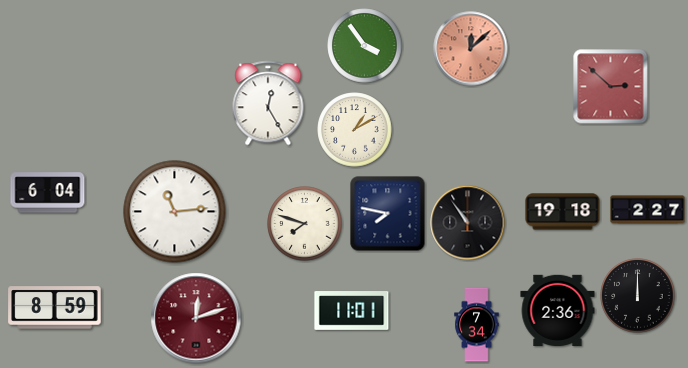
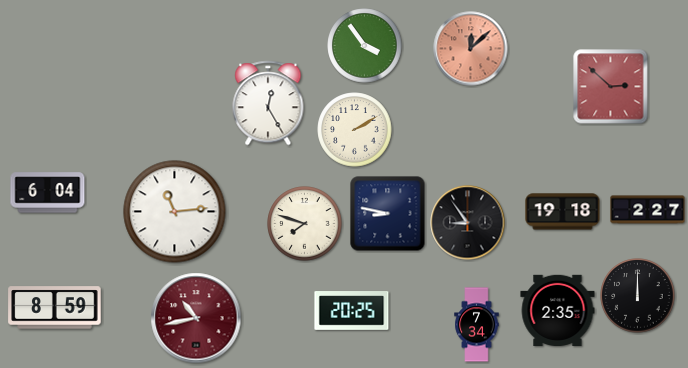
clock at (355, 130): 1:10 -> 2:10
clock at (388, 214): 7:47 -> 8:47
clock at (468, 223): 10:54 -> 8:54
clock at (558, 310): 2:36 -> 2:35
clock at (352, 311): 11:01 -> 20:25
clock at (196, 318): 12:12 -> 10:43
